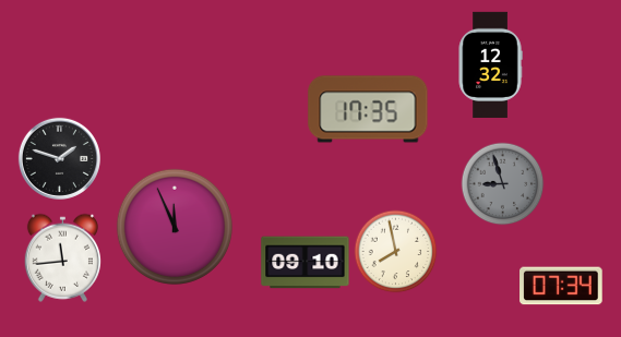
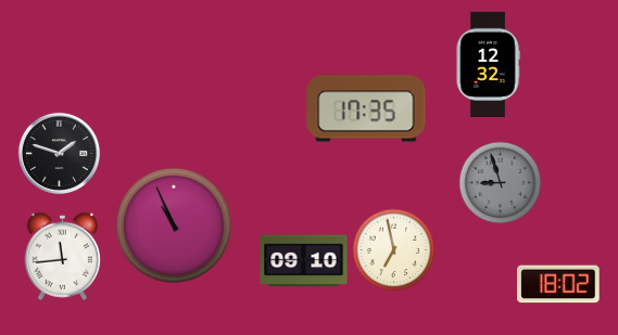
clock at (59, 158) position: (59, 158) -> (59, 153)
clock at (175, 227): 11:56 -> 10:56
clock at (396, 252): 7:58 -> 6:58
clock at (561, 286): 07:34 -> 18:02
